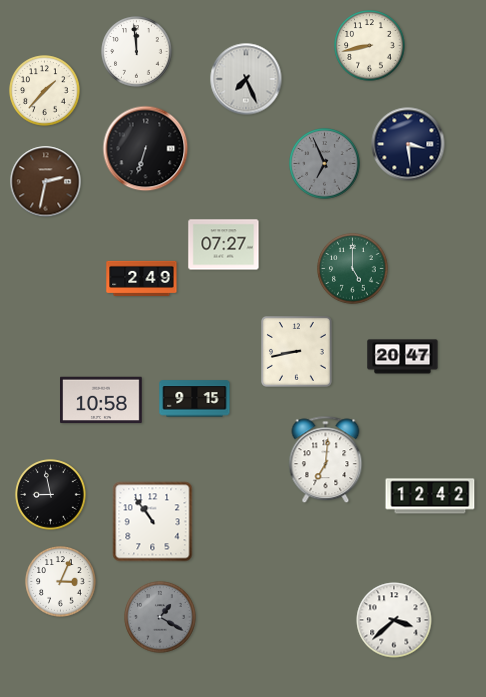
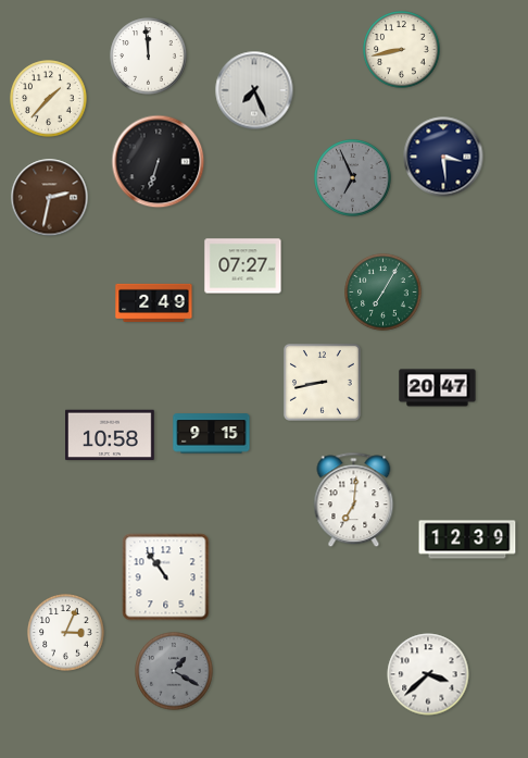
clock at (246, 79) position: (246, 79) -> (254, 90)
clock at (353, 269): 5:00 -> 7:05
clock at (51, 495): 8:58 -> none
clock at (430, 496): 12:42 -> 12:39
clock at (153, 522) position: (153, 522) -> (166, 577)
